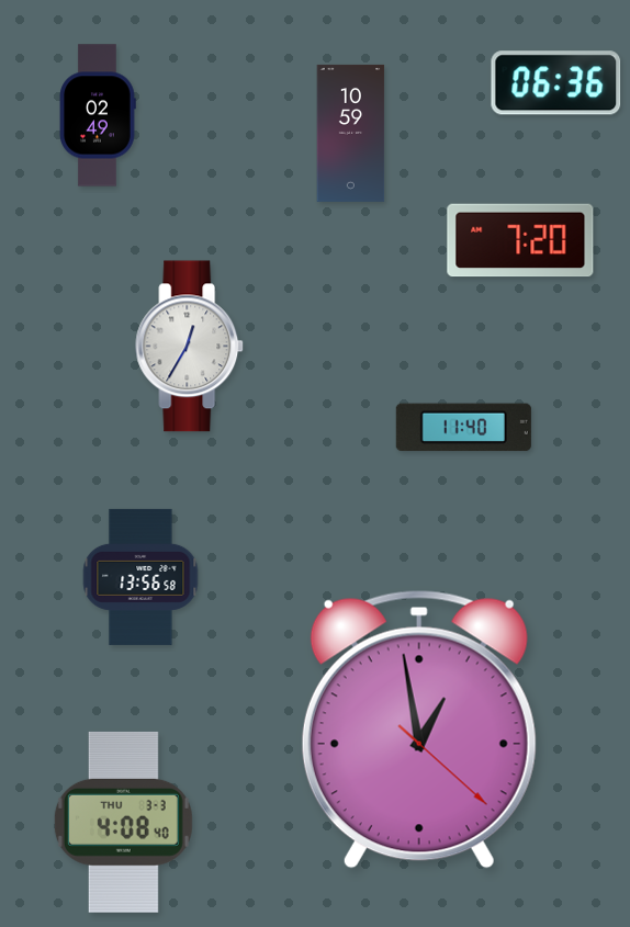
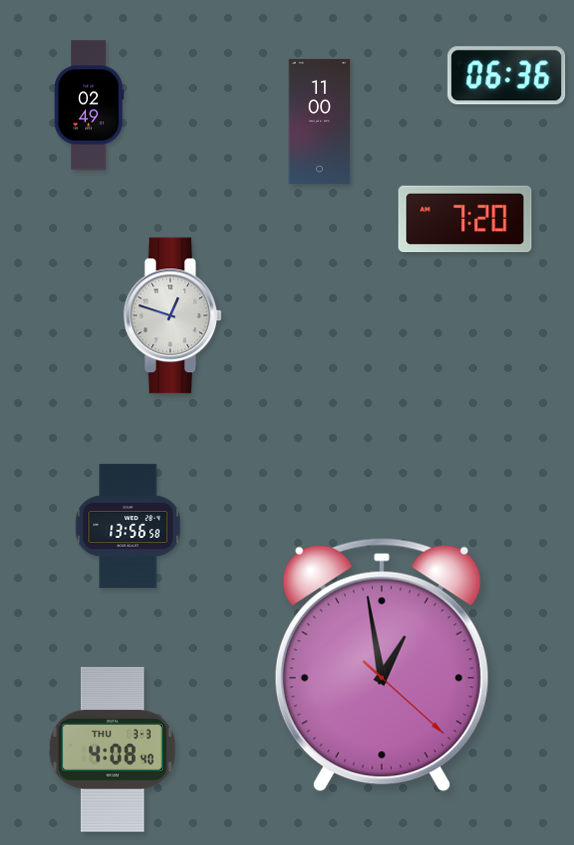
clock at (351, 133): 10:59 -> 11:00
clock at (520, 240) position: (520, 240) -> (465, 219)
clock at (190, 347): 12:35 -> 12:48
clock at (463, 428): 11:40 -> none
